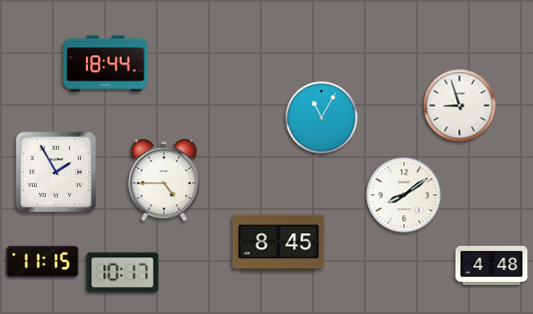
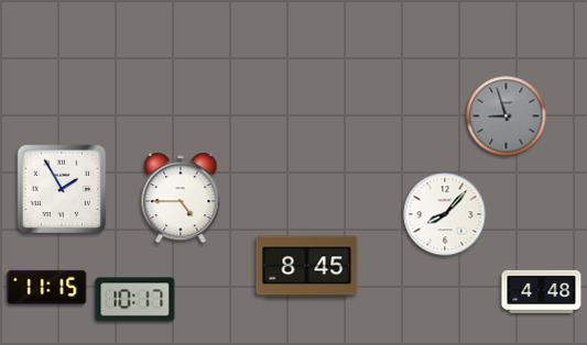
clock at (106, 64): 18:44 -> none
clock at (460, 106) dial: white -> grey
clock at (322, 118): 11:05 -> none
clock at (404, 195): 8:09 -> 8:07
